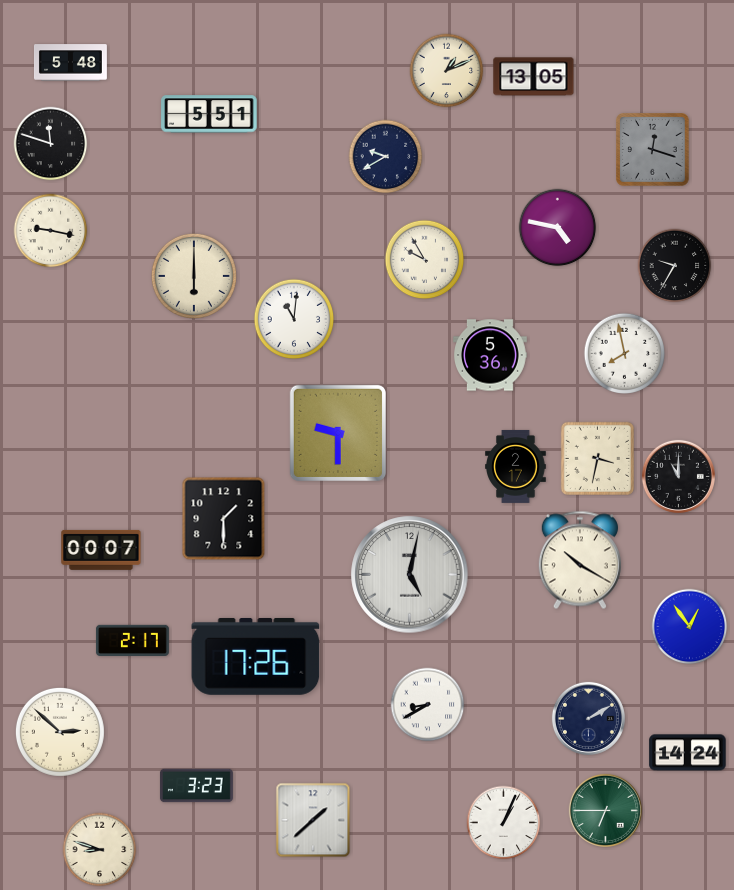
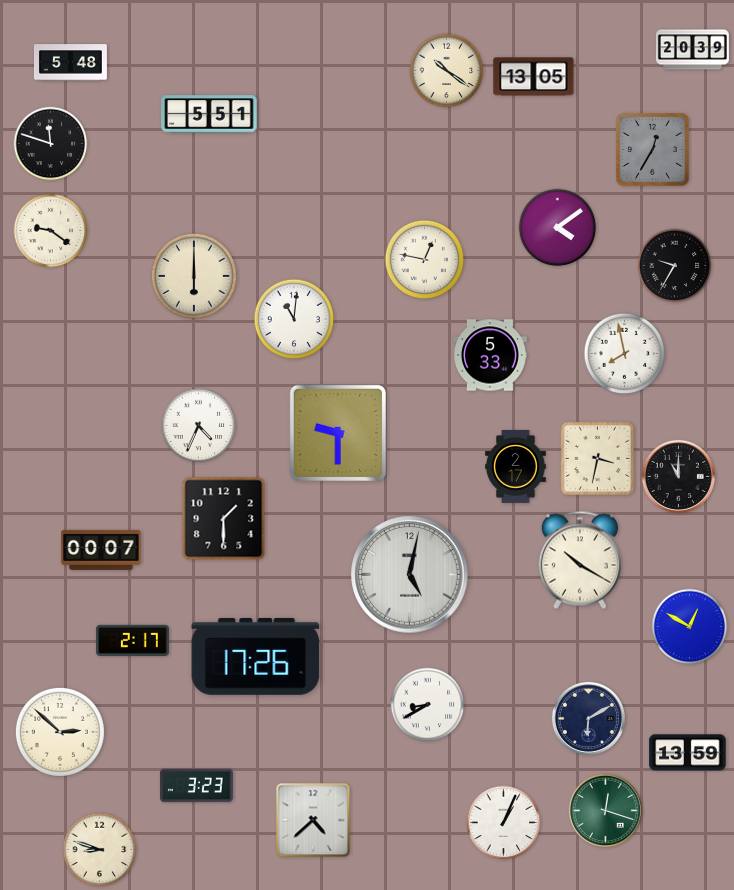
clock at (692, 50): none -> 20:39
clock at (447, 71): 1:11 -> 10:21
clock at (653, 150): 12:18 -> 12:35
clock at (386, 157): 9:40 -> none
clock at (558, 228): 4:47 -> 4:09
clock at (51, 231): 9:17 -> 9:21
clock at (425, 260): 9:55 -> 12:47
clock at (490, 355): 5:36 -> 5:33
clock at (199, 426): none -> 4:34
clock at (690, 627): 12:54 -> 12:50
clock at (588, 718): 2:10 -> 6:10
clock at (688, 753): 14:24 -> 13:59
clock at (605, 810): 6:45 -> 12:18
clock at (313, 820): 1:38 -> 4:38
